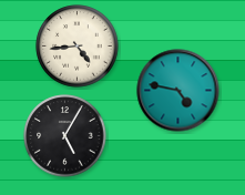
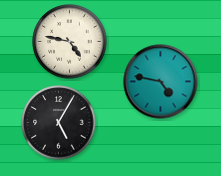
clock at (78, 47): 4:44 -> 4:47
